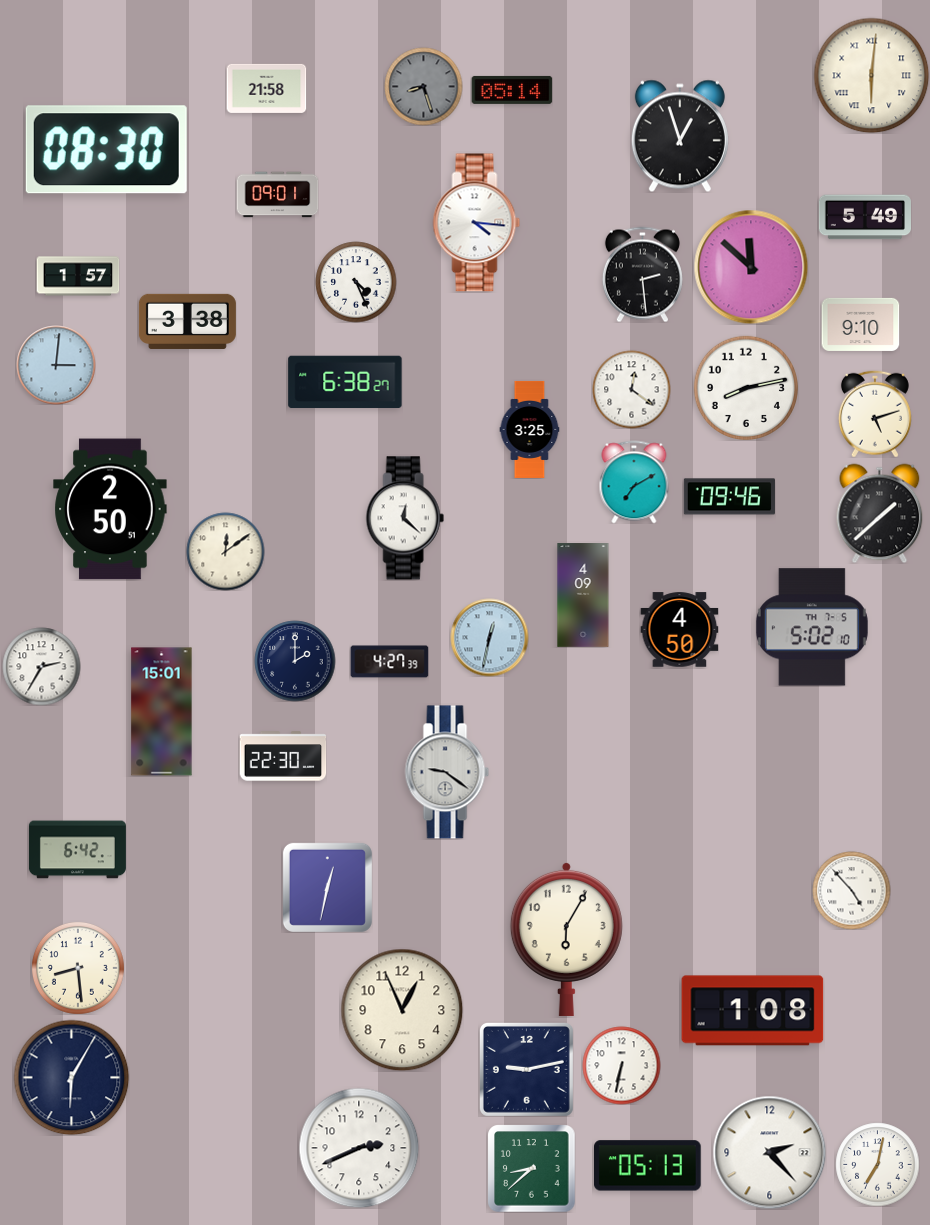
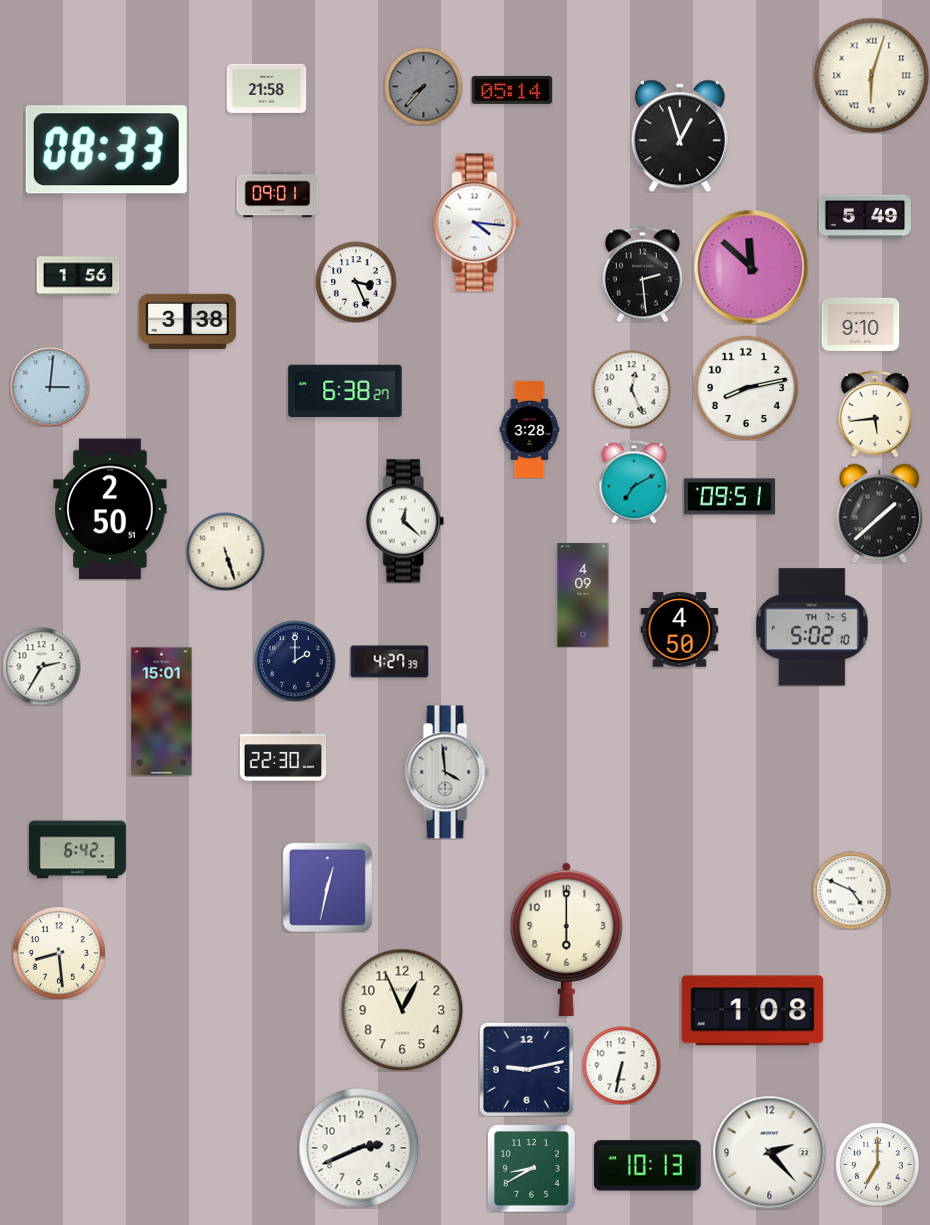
clock at (871, 75): 6:01 -> 6:03
clock at (423, 86): 8:27 -> 7:37
clock at (106, 150): 08:30 -> 08:33
clock at (78, 276): 1:57 -> 1:56
clock at (356, 282): 4:26 -> 3:26
clock at (56, 365) position: (56, 365) -> (50, 387)
clock at (345, 382) position: (345, 382) -> (345, 391)
clock at (631, 389): 12:21 -> 12:26
clock at (875, 414): 5:12 -> 5:44
clock at (530, 429): 3:25 -> 3:28
clock at (729, 497): 09:46 -> 09:51
clock at (405, 518) position: (405, 518) -> (405, 521)
clock at (225, 551): 12:09 -> 5:27
clock at (489, 637): 12:32 -> none
clock at (447, 772): 9:21 -> 3:59
clock at (851, 890): 4:53 -> 4:49
clock at (566, 939): 6:05 -> 6:00
clock at (78, 968) position: (78, 968) -> (59, 953)
clock at (71, 1077): 6:05 -> none
clock at (877, 1164): 7:02 -> 7:00
clock at (648, 1166): 05:13 -> 10:13
clock at (531, 1168): 8:38 -> 8:40
